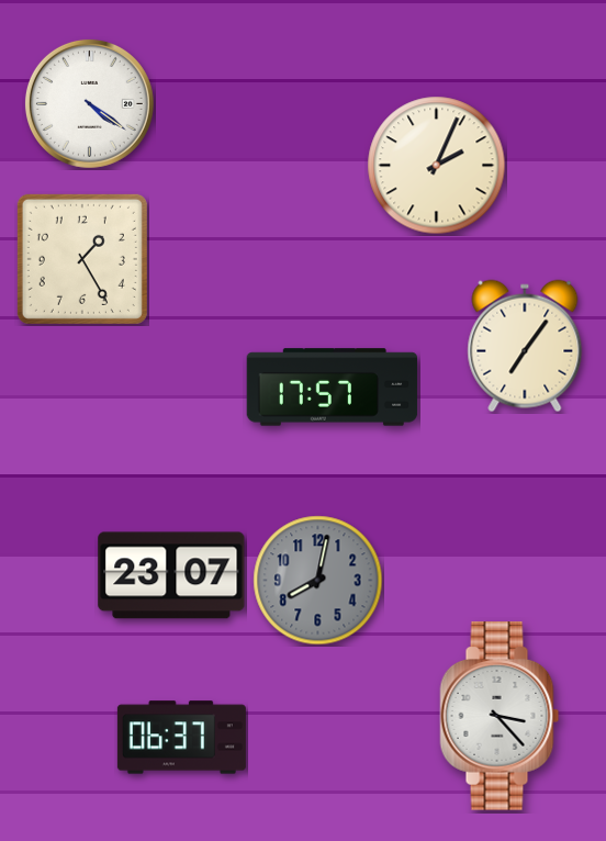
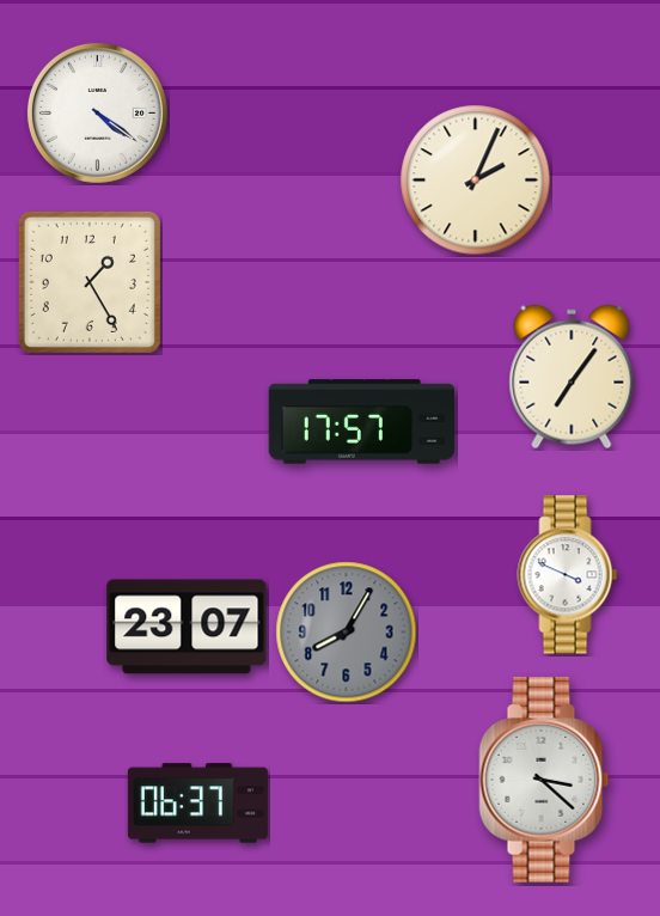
clock at (568, 575): none -> 3:49
clock at (318, 581): 8:02 -> 8:05
clock at (500, 716): 3:23 -> 3:22
